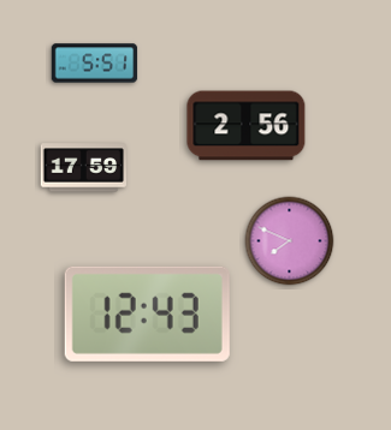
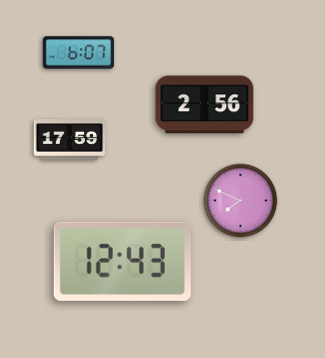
clock at (95, 64): 5:51 -> 6:07
